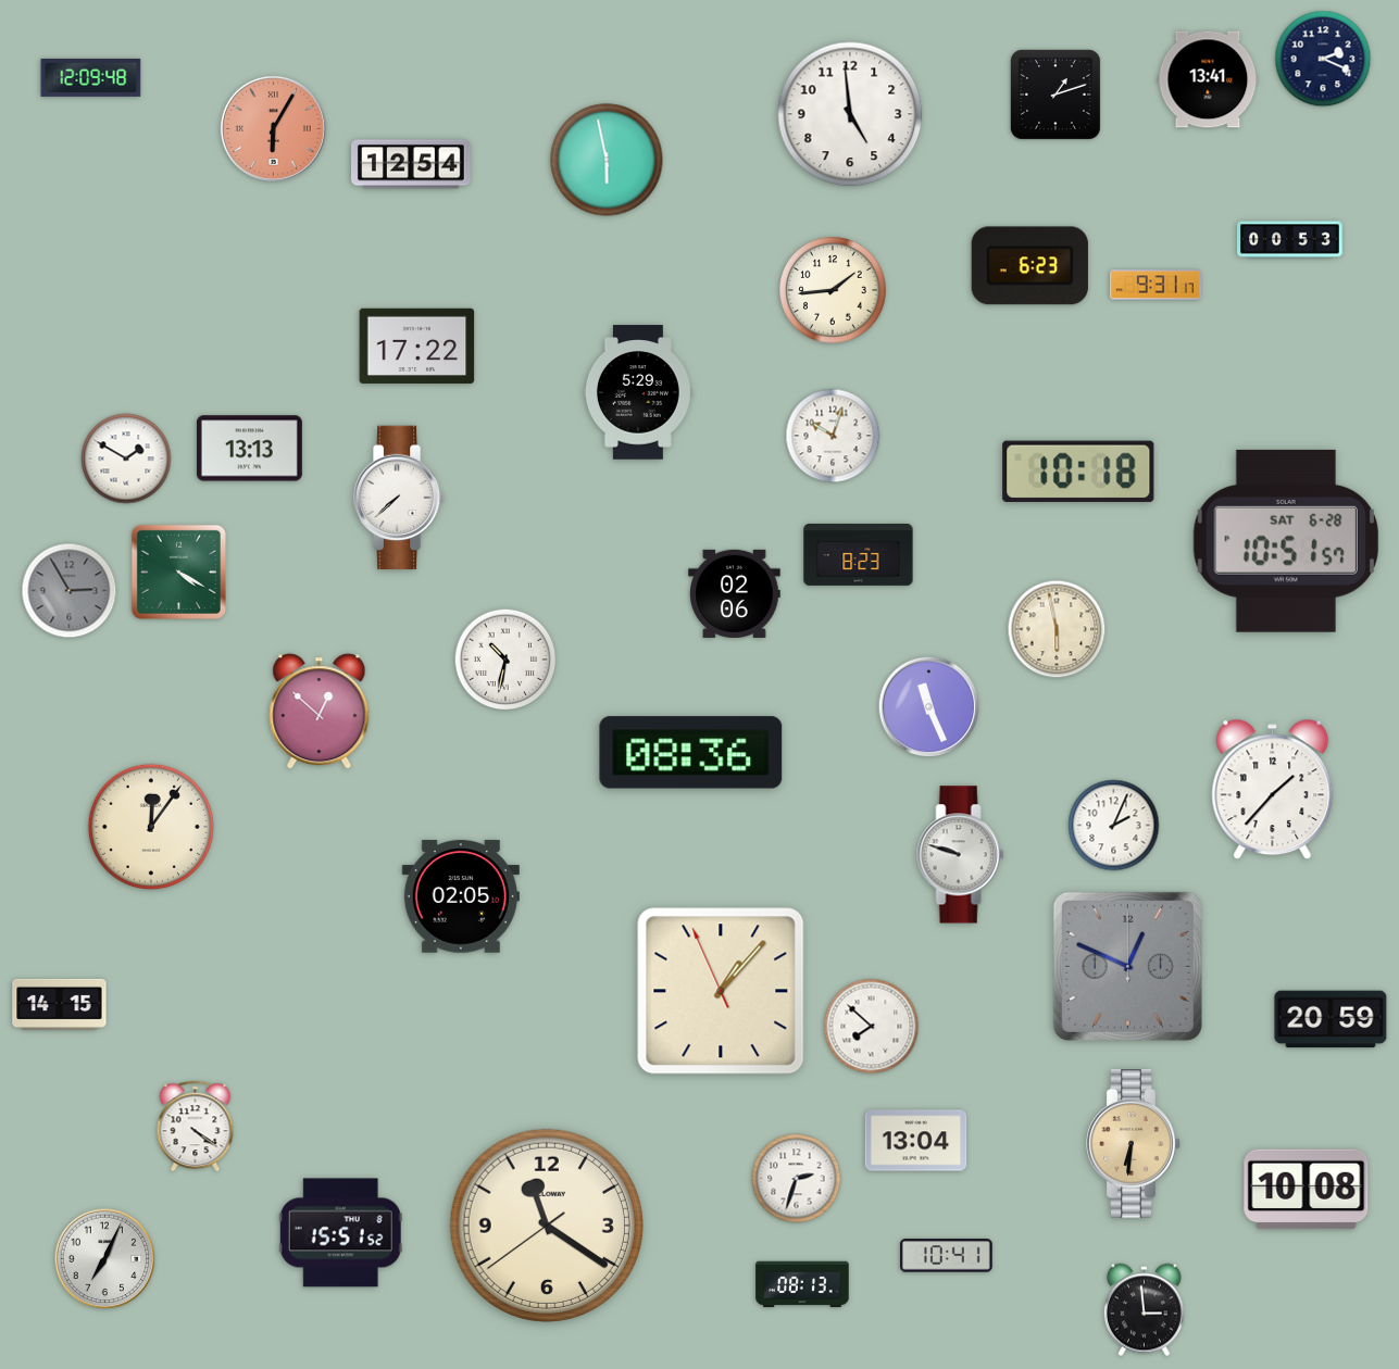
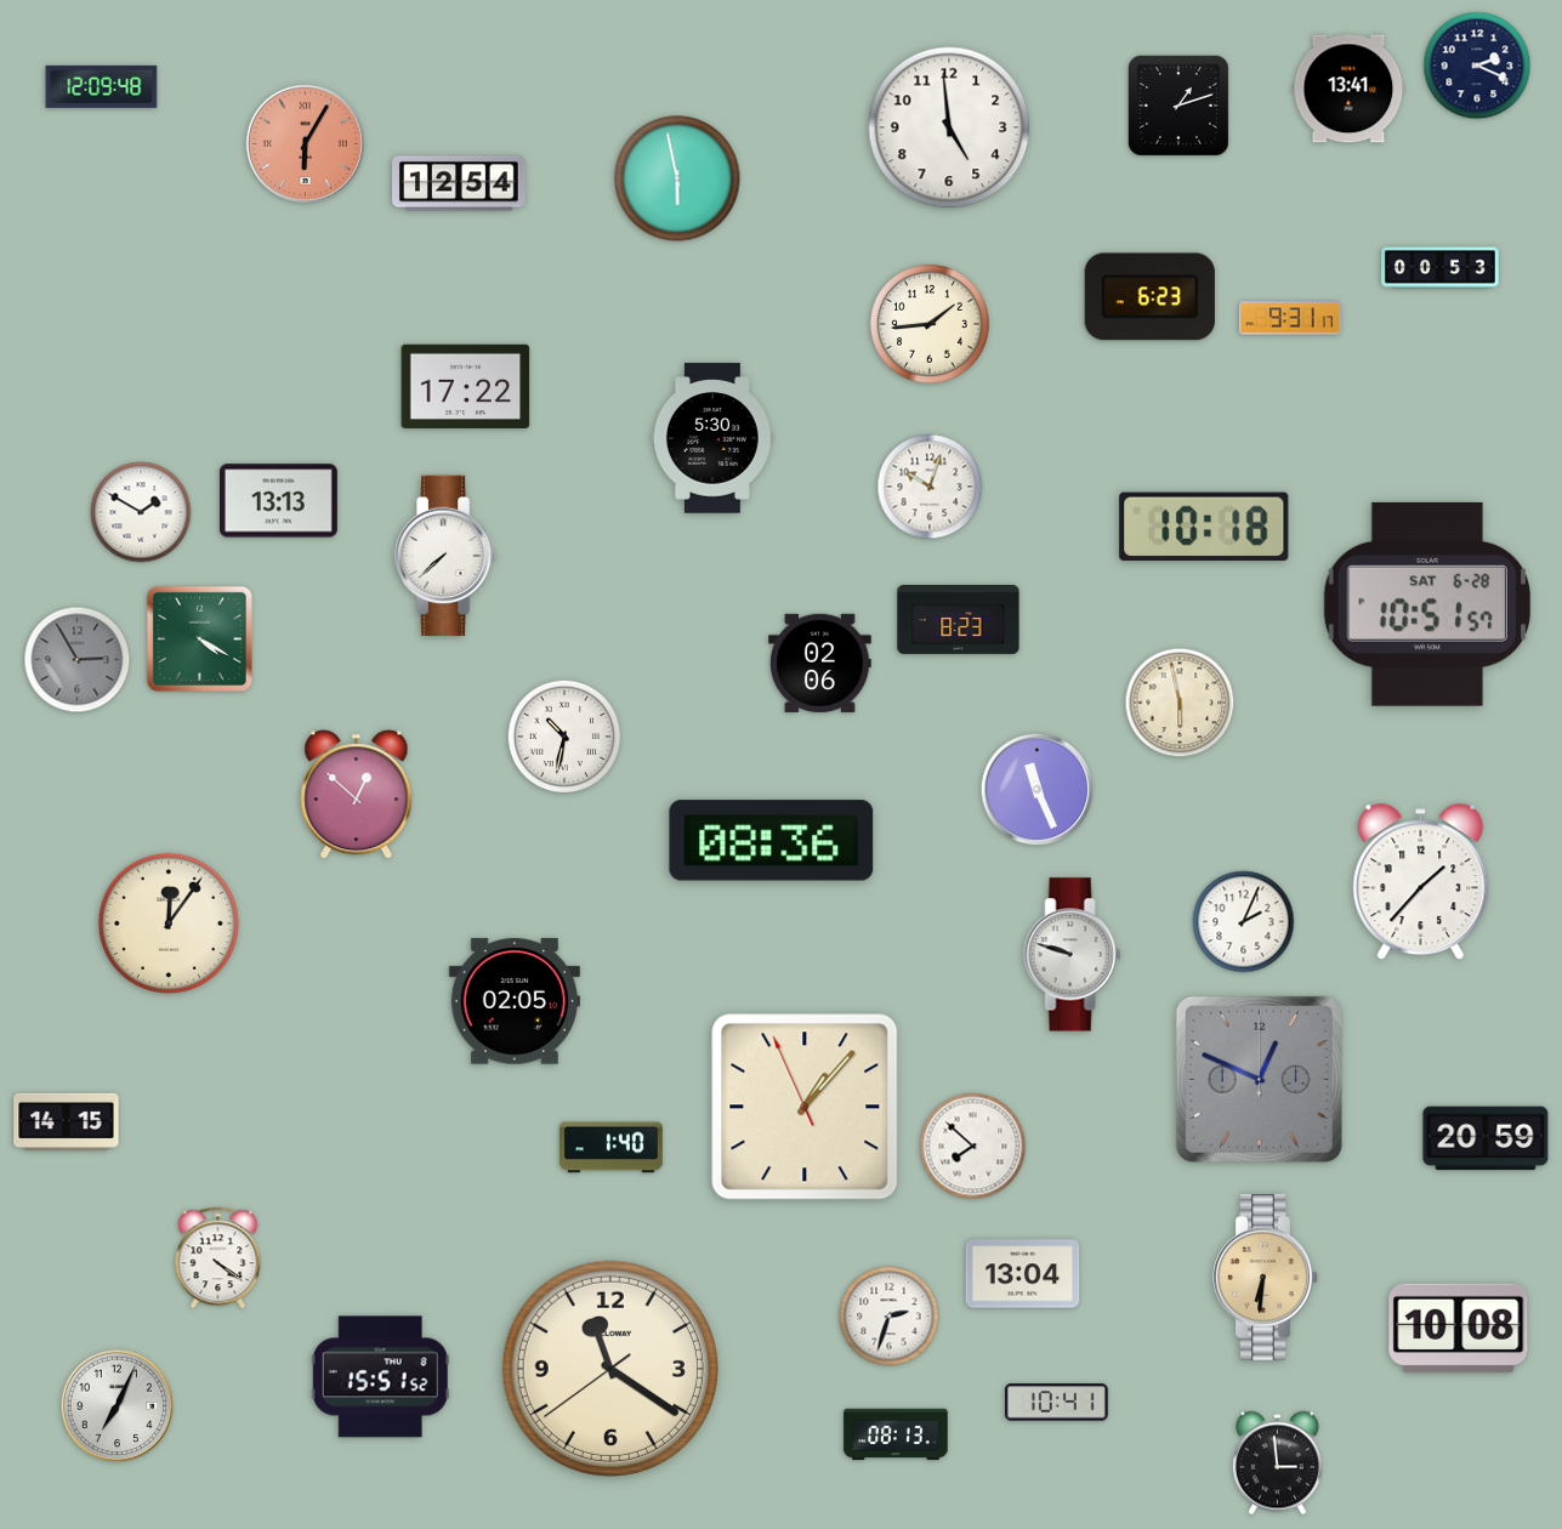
clock at (638, 392): 5:29 -> 5:30
clock at (1285, 541) position: (1285, 541) -> (1426, 604)
clock at (612, 1148): none -> 1:40
